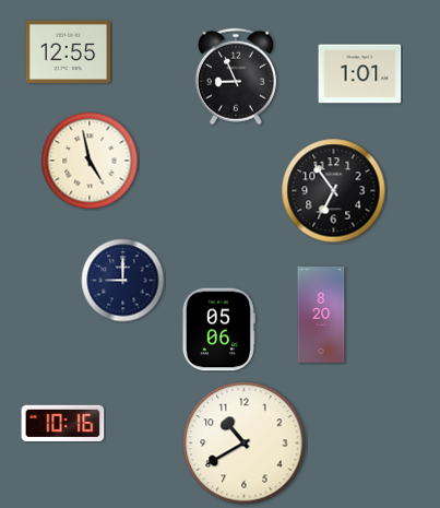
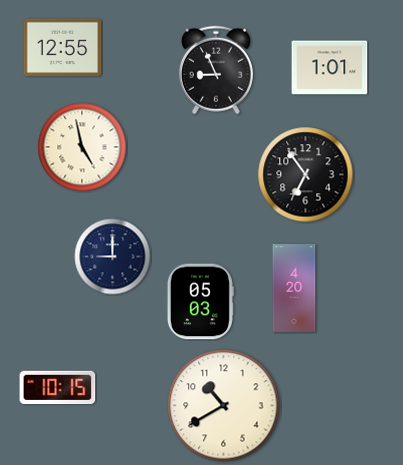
clock at (321, 316): 8:20 -> 4:20
clock at (218, 330): 05:06 -> 05:03
clock at (63, 423): 10:16 -> 10:15
